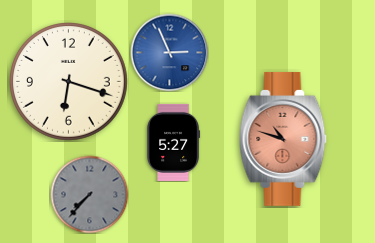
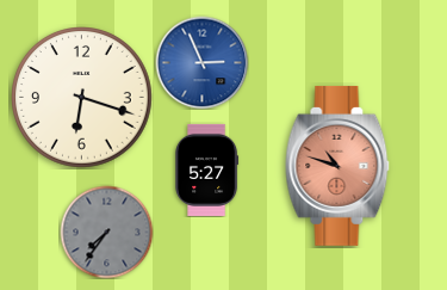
clock at (89, 194): 7:37 -> 7:36
